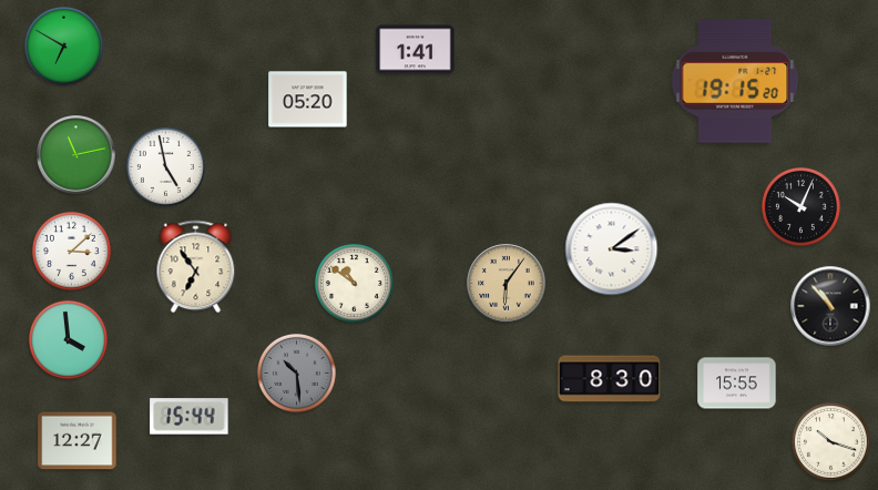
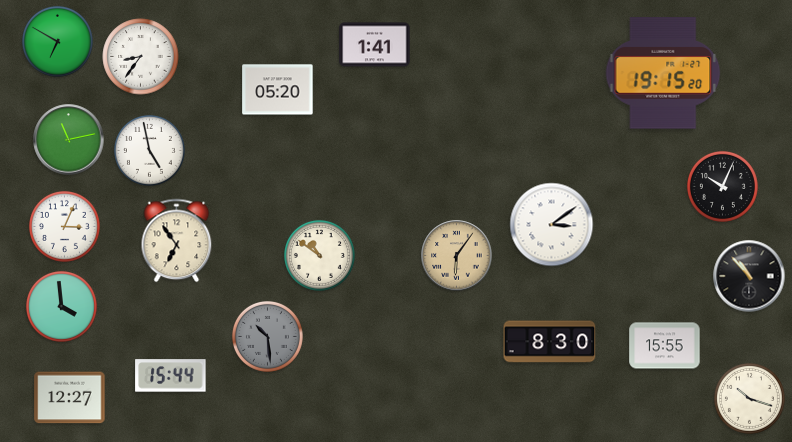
clock at (141, 57): none -> 8:36
clock at (71, 251): 3:08 -> 3:04
